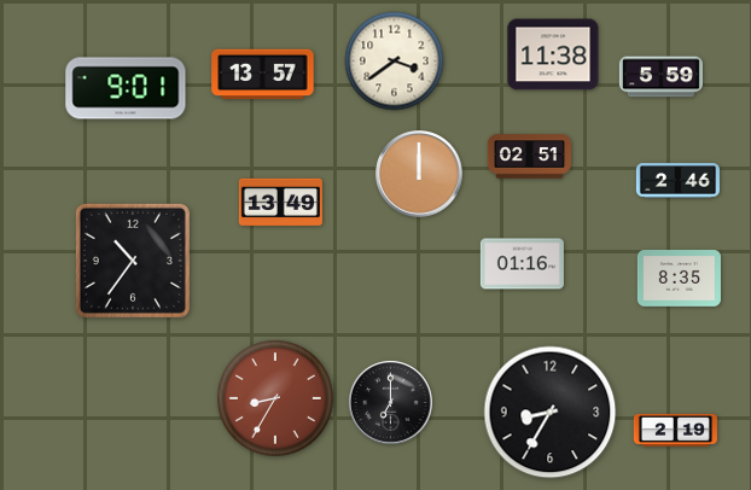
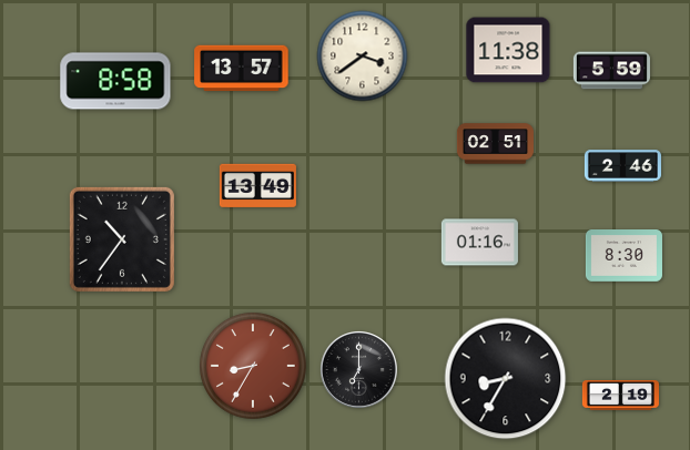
clock at (660, 77) position: (660, 77) -> (611, 71)
clock at (126, 88): 9:01 -> 8:58
clock at (529, 157) position: (529, 157) -> (495, 144)
clock at (419, 174): 12:00 -> none
clock at (679, 279): 8:35 -> 8:30
